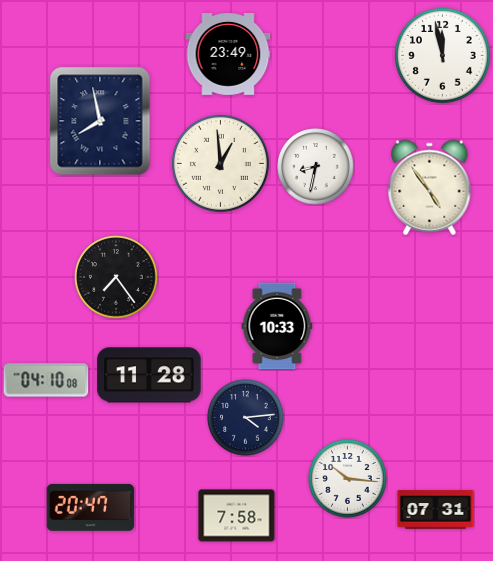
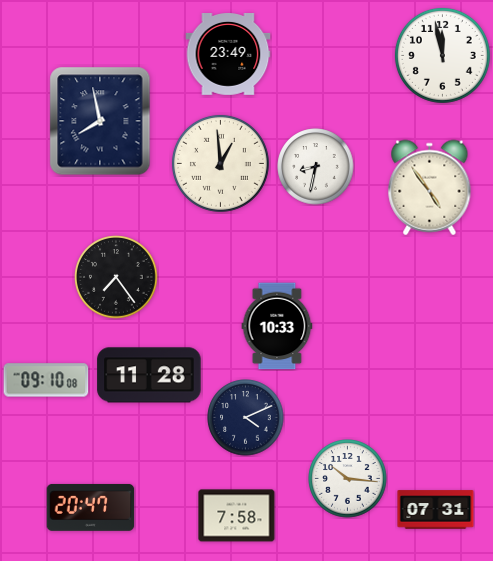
clock at (46, 380): 04:10 -> 09:10
clock at (246, 418): 4:14 -> 4:11
